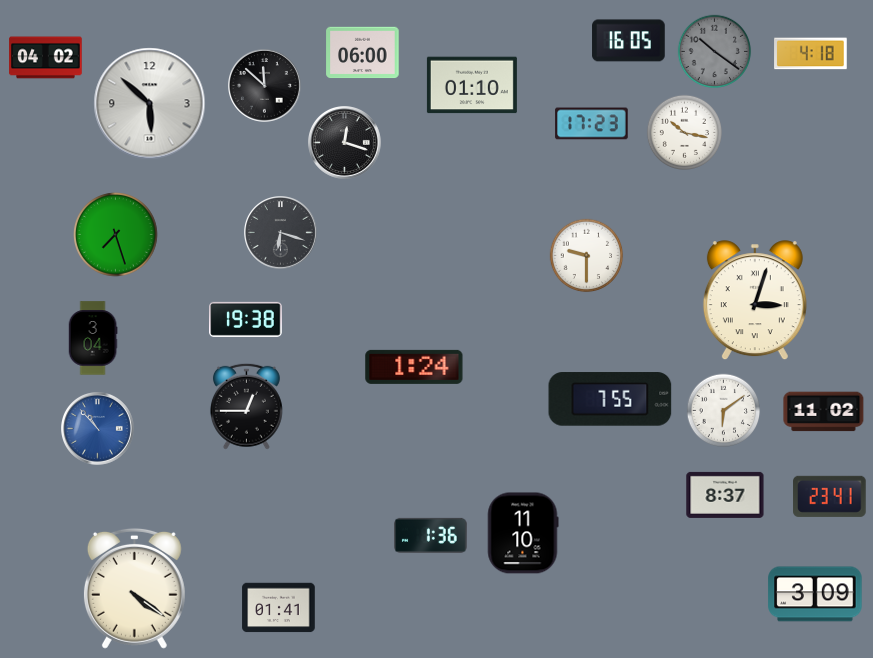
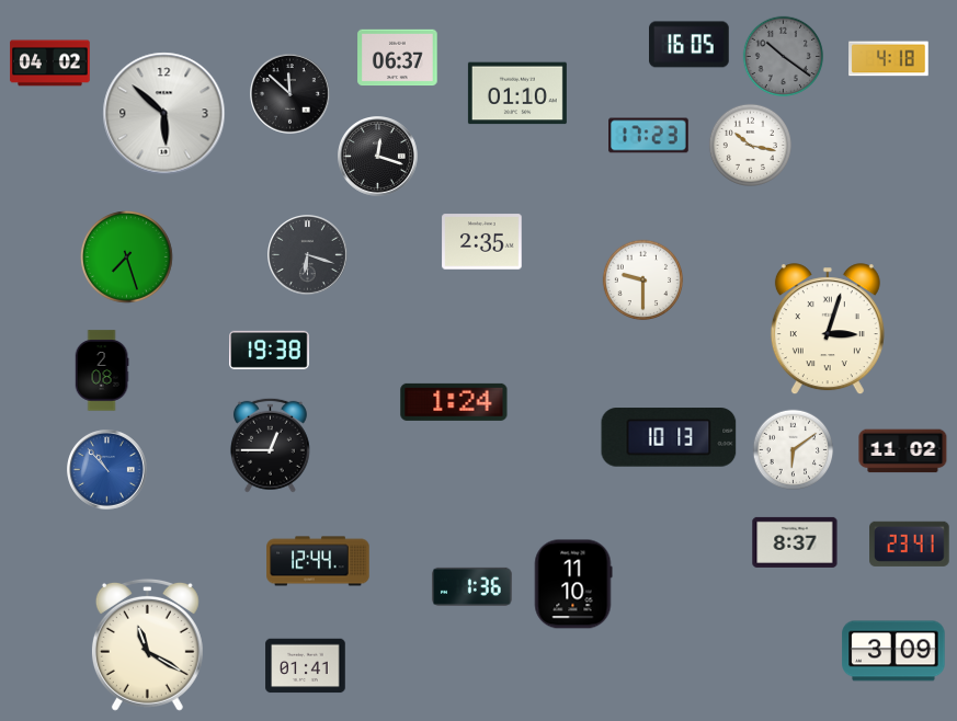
clock at (363, 53): 06:00 -> 06:37
clock at (482, 242): none -> 2:35
clock at (93, 338): 3:04 -> 2:08
clock at (610, 399): 7:55 -> 10:13
clock at (318, 561): none -> 12:44
clock at (134, 588): 4:21 -> 11:20
